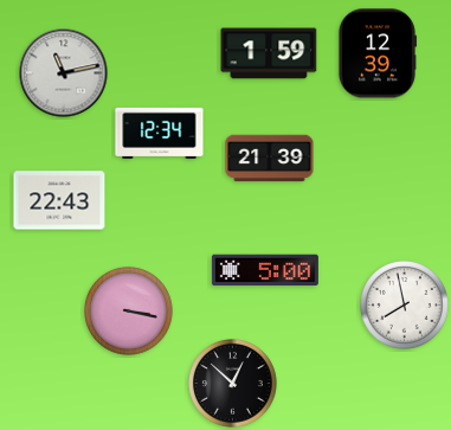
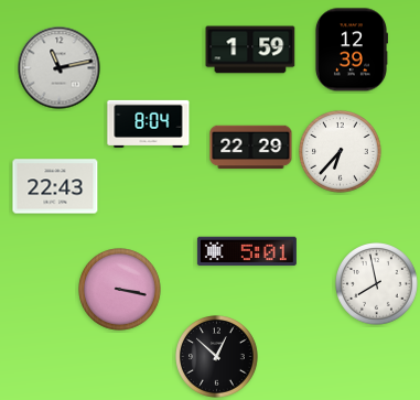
clock at (160, 133): 12:34 -> 8:04
clock at (270, 159): 21:39 -> 22:29
clock at (341, 152): none -> 6:37
clock at (265, 270): 5:00 -> 5:01
